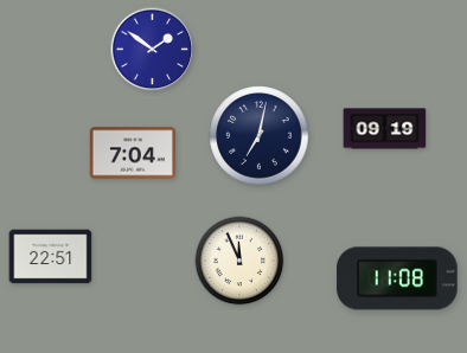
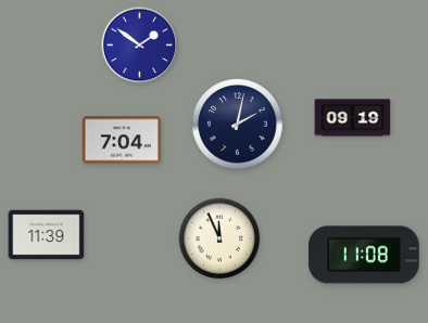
clock at (260, 136): 7:02 -> 2:02
clock at (51, 257): 22:51 -> 11:39
